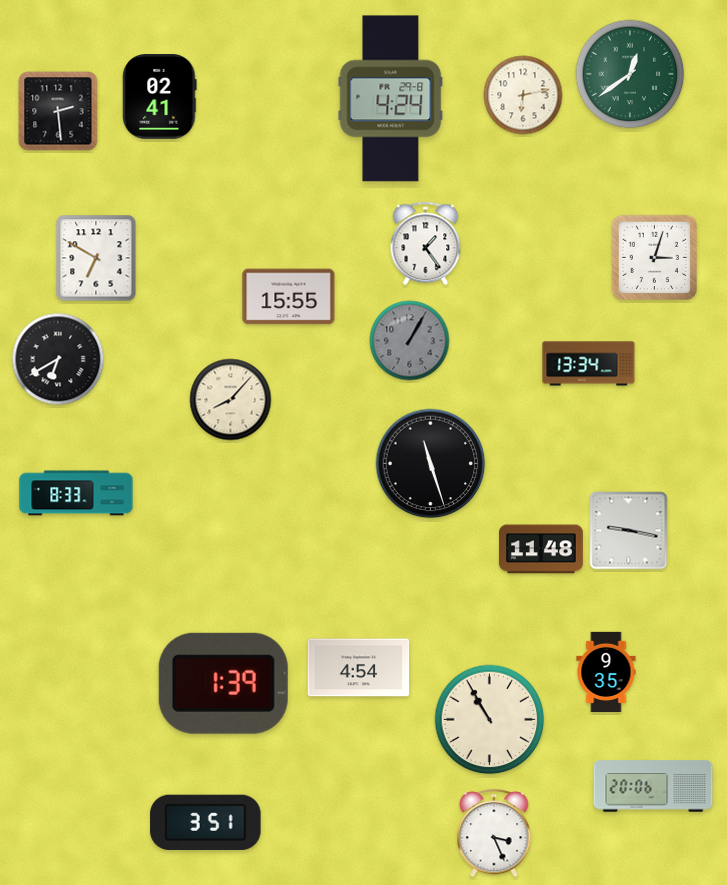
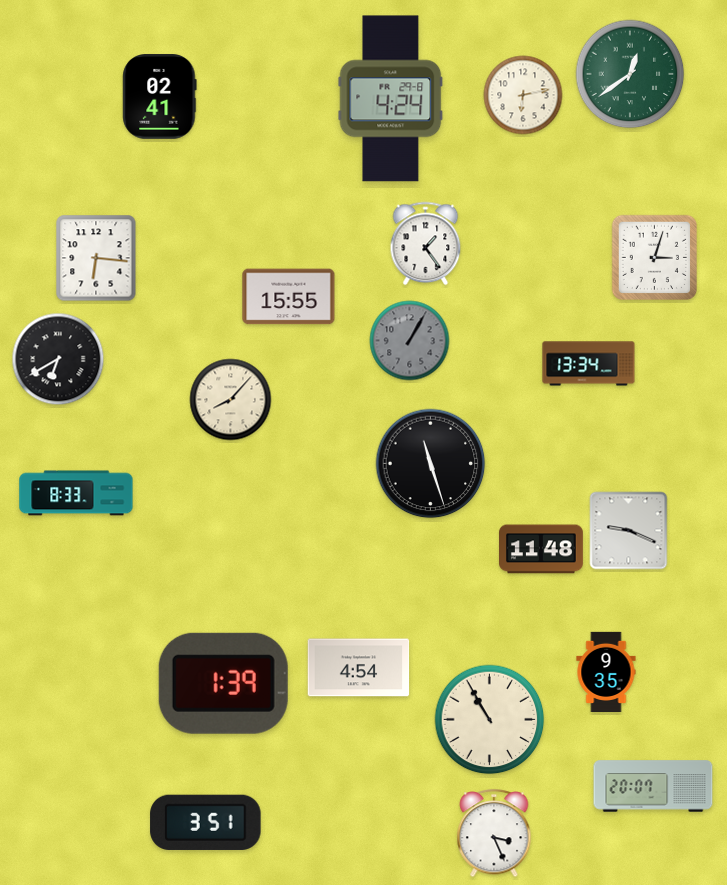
clock at (58, 111): 2:29 -> none
clock at (96, 258): 6:50 -> 6:16
clock at (629, 531): 9:17 -> 9:19
clock at (653, 786): 20:06 -> 20:07
